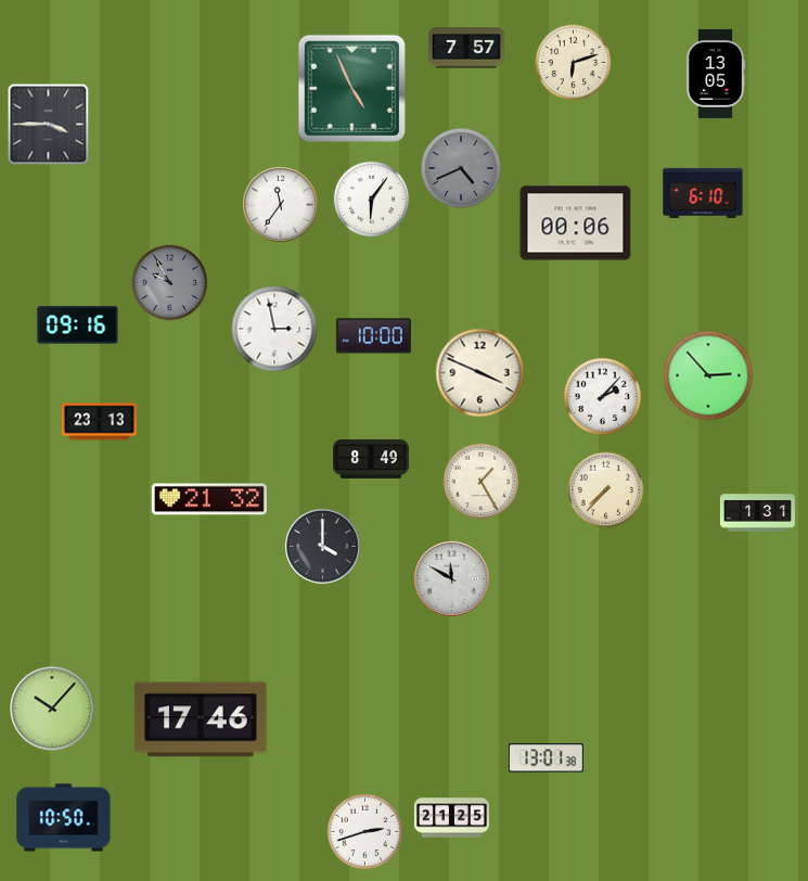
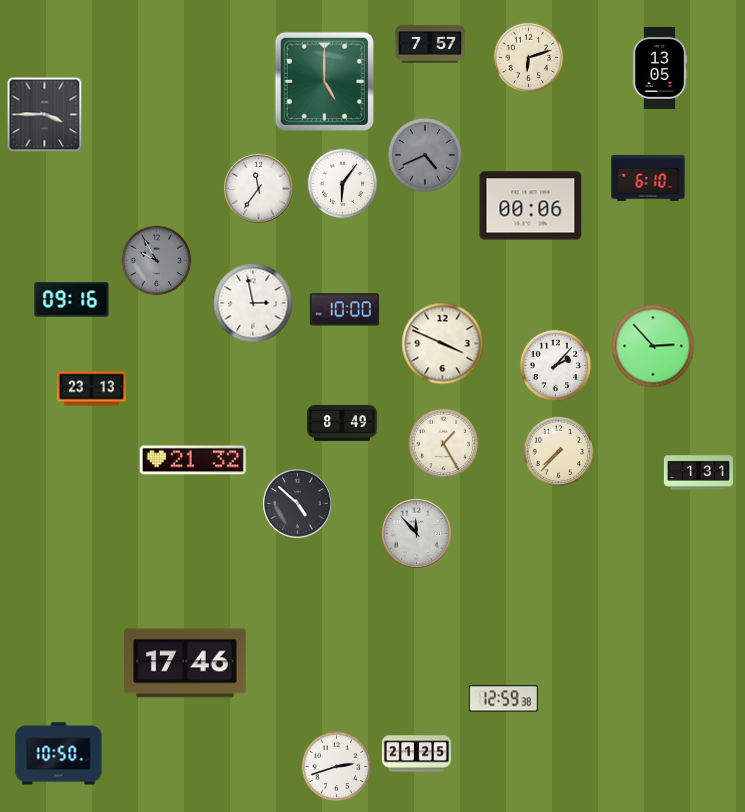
clock at (351, 88): 4:56 -> 5:00
clock at (323, 547): 4:00 -> 4:52
clock at (452, 579): 11:50 -> 11:53
clock at (52, 708): 10:07 -> none
clock at (546, 758): 13:01 -> 12:59
